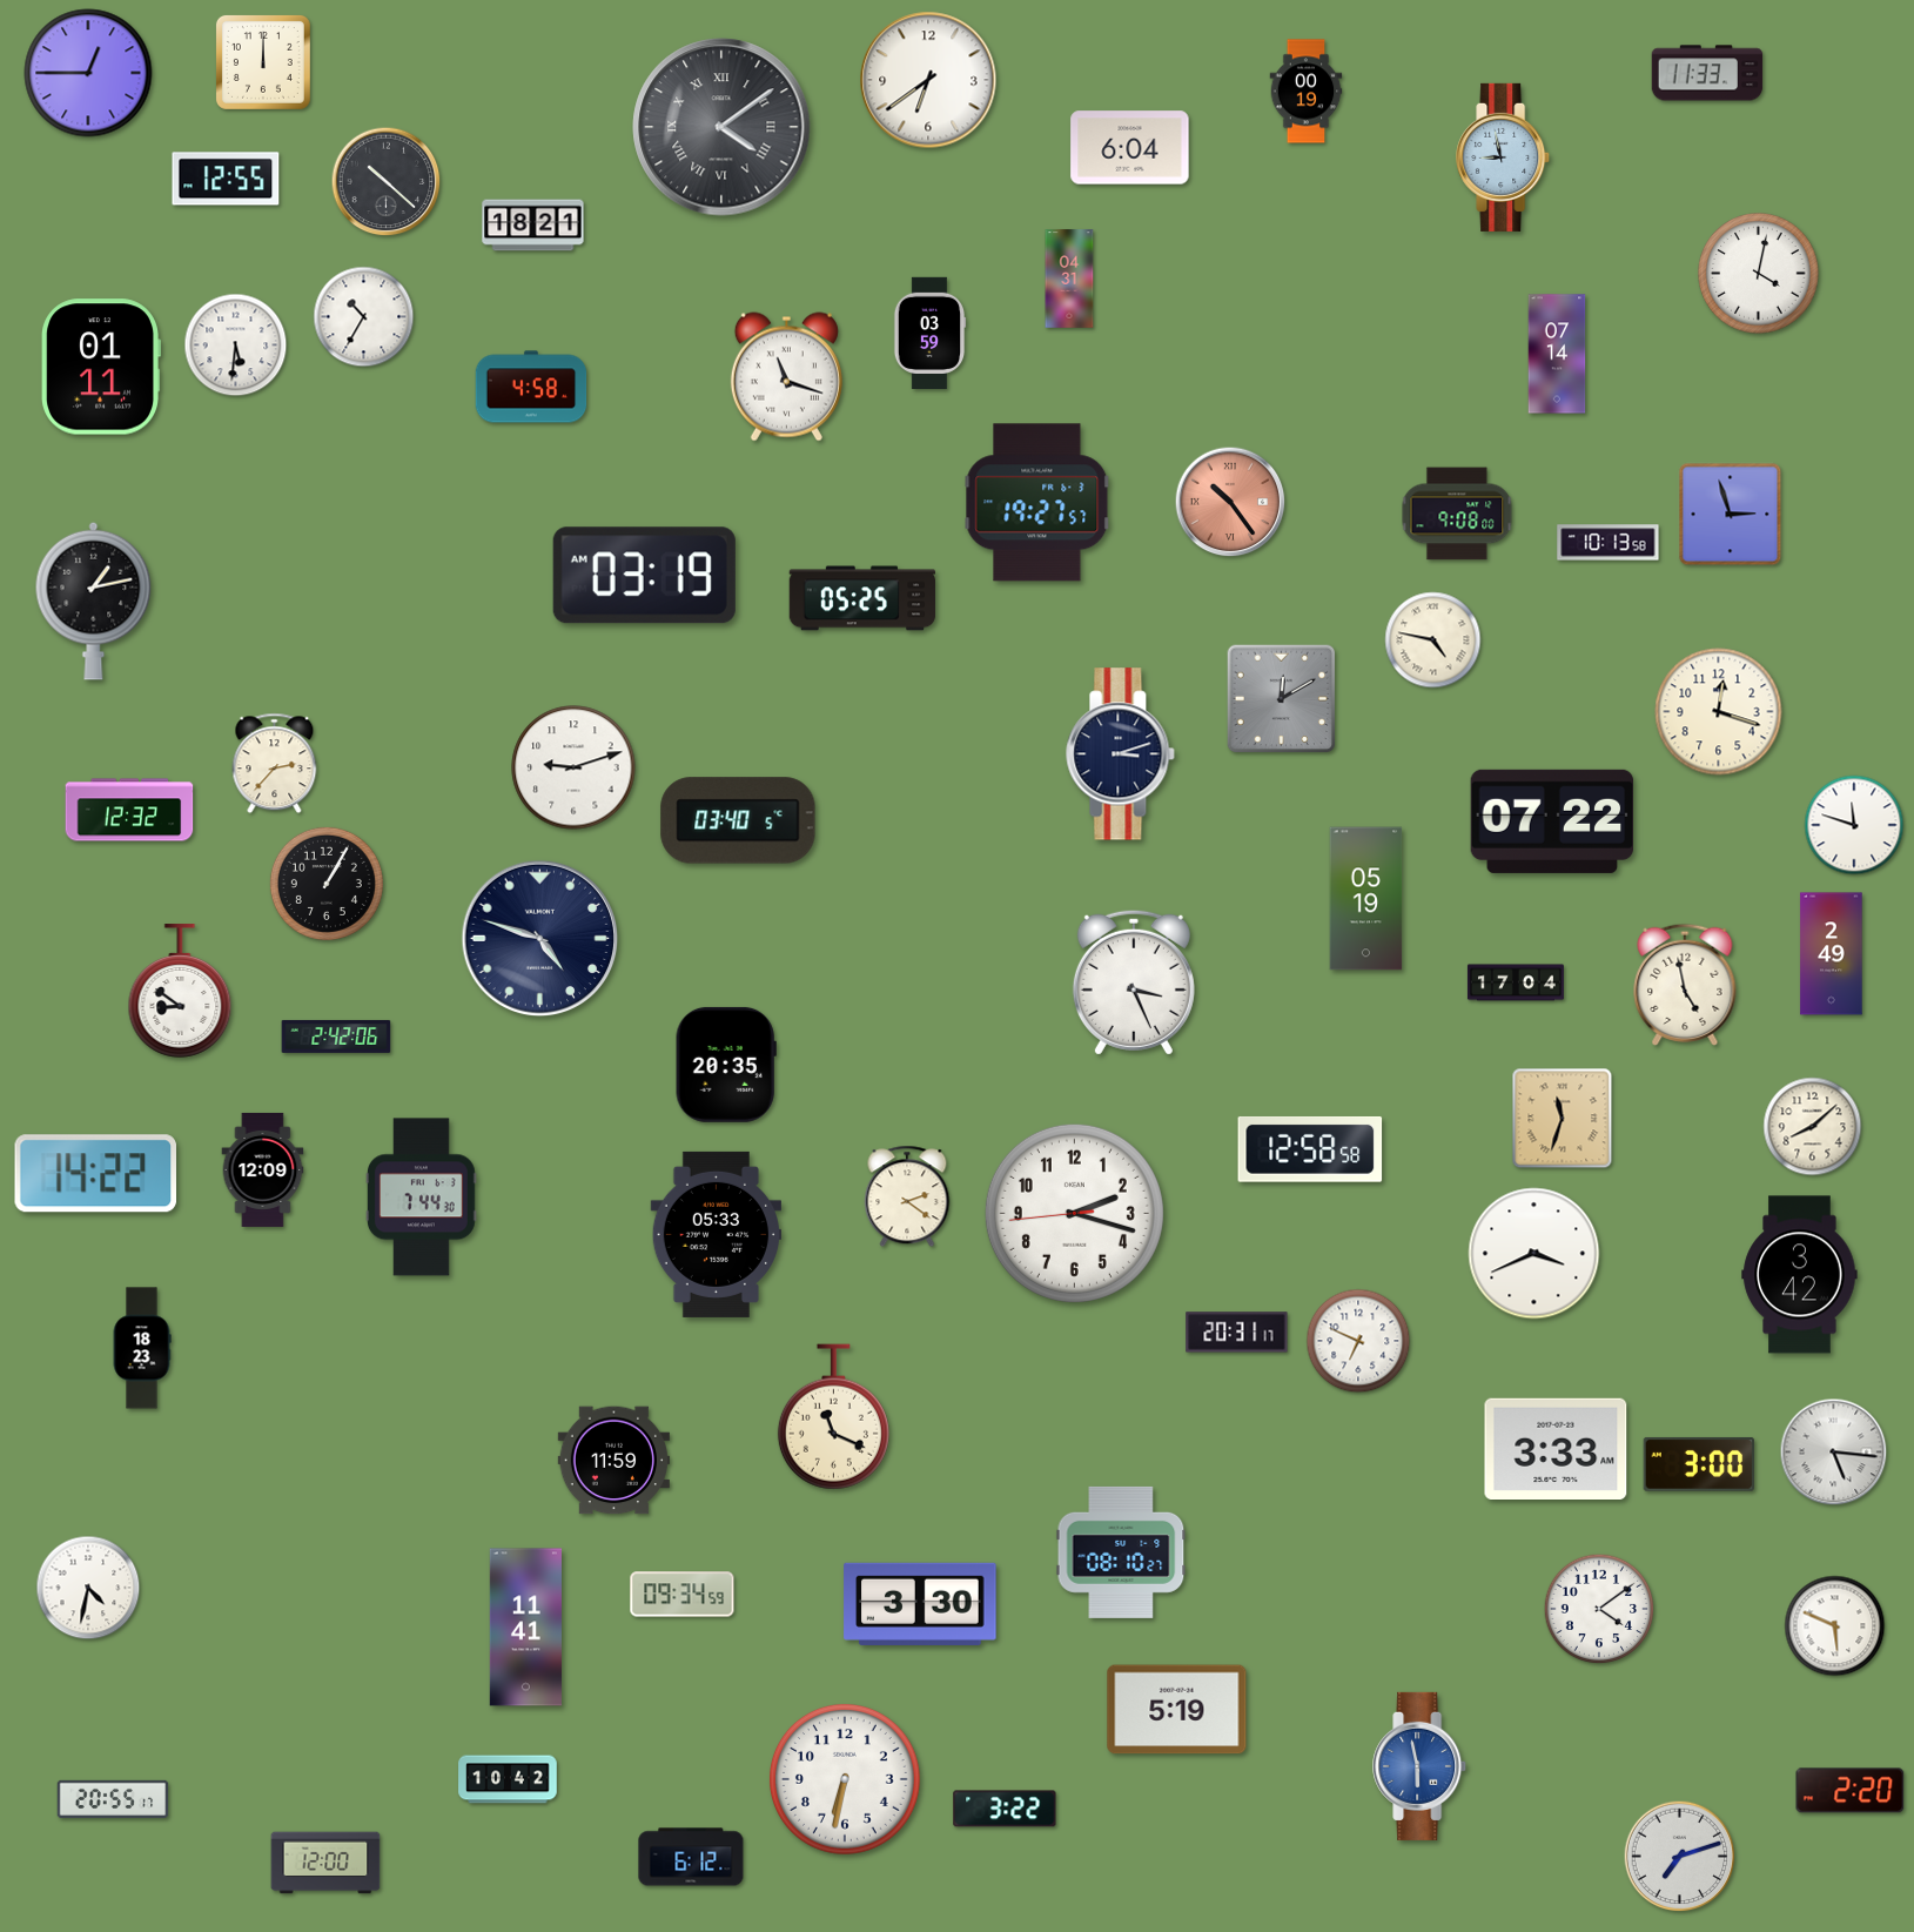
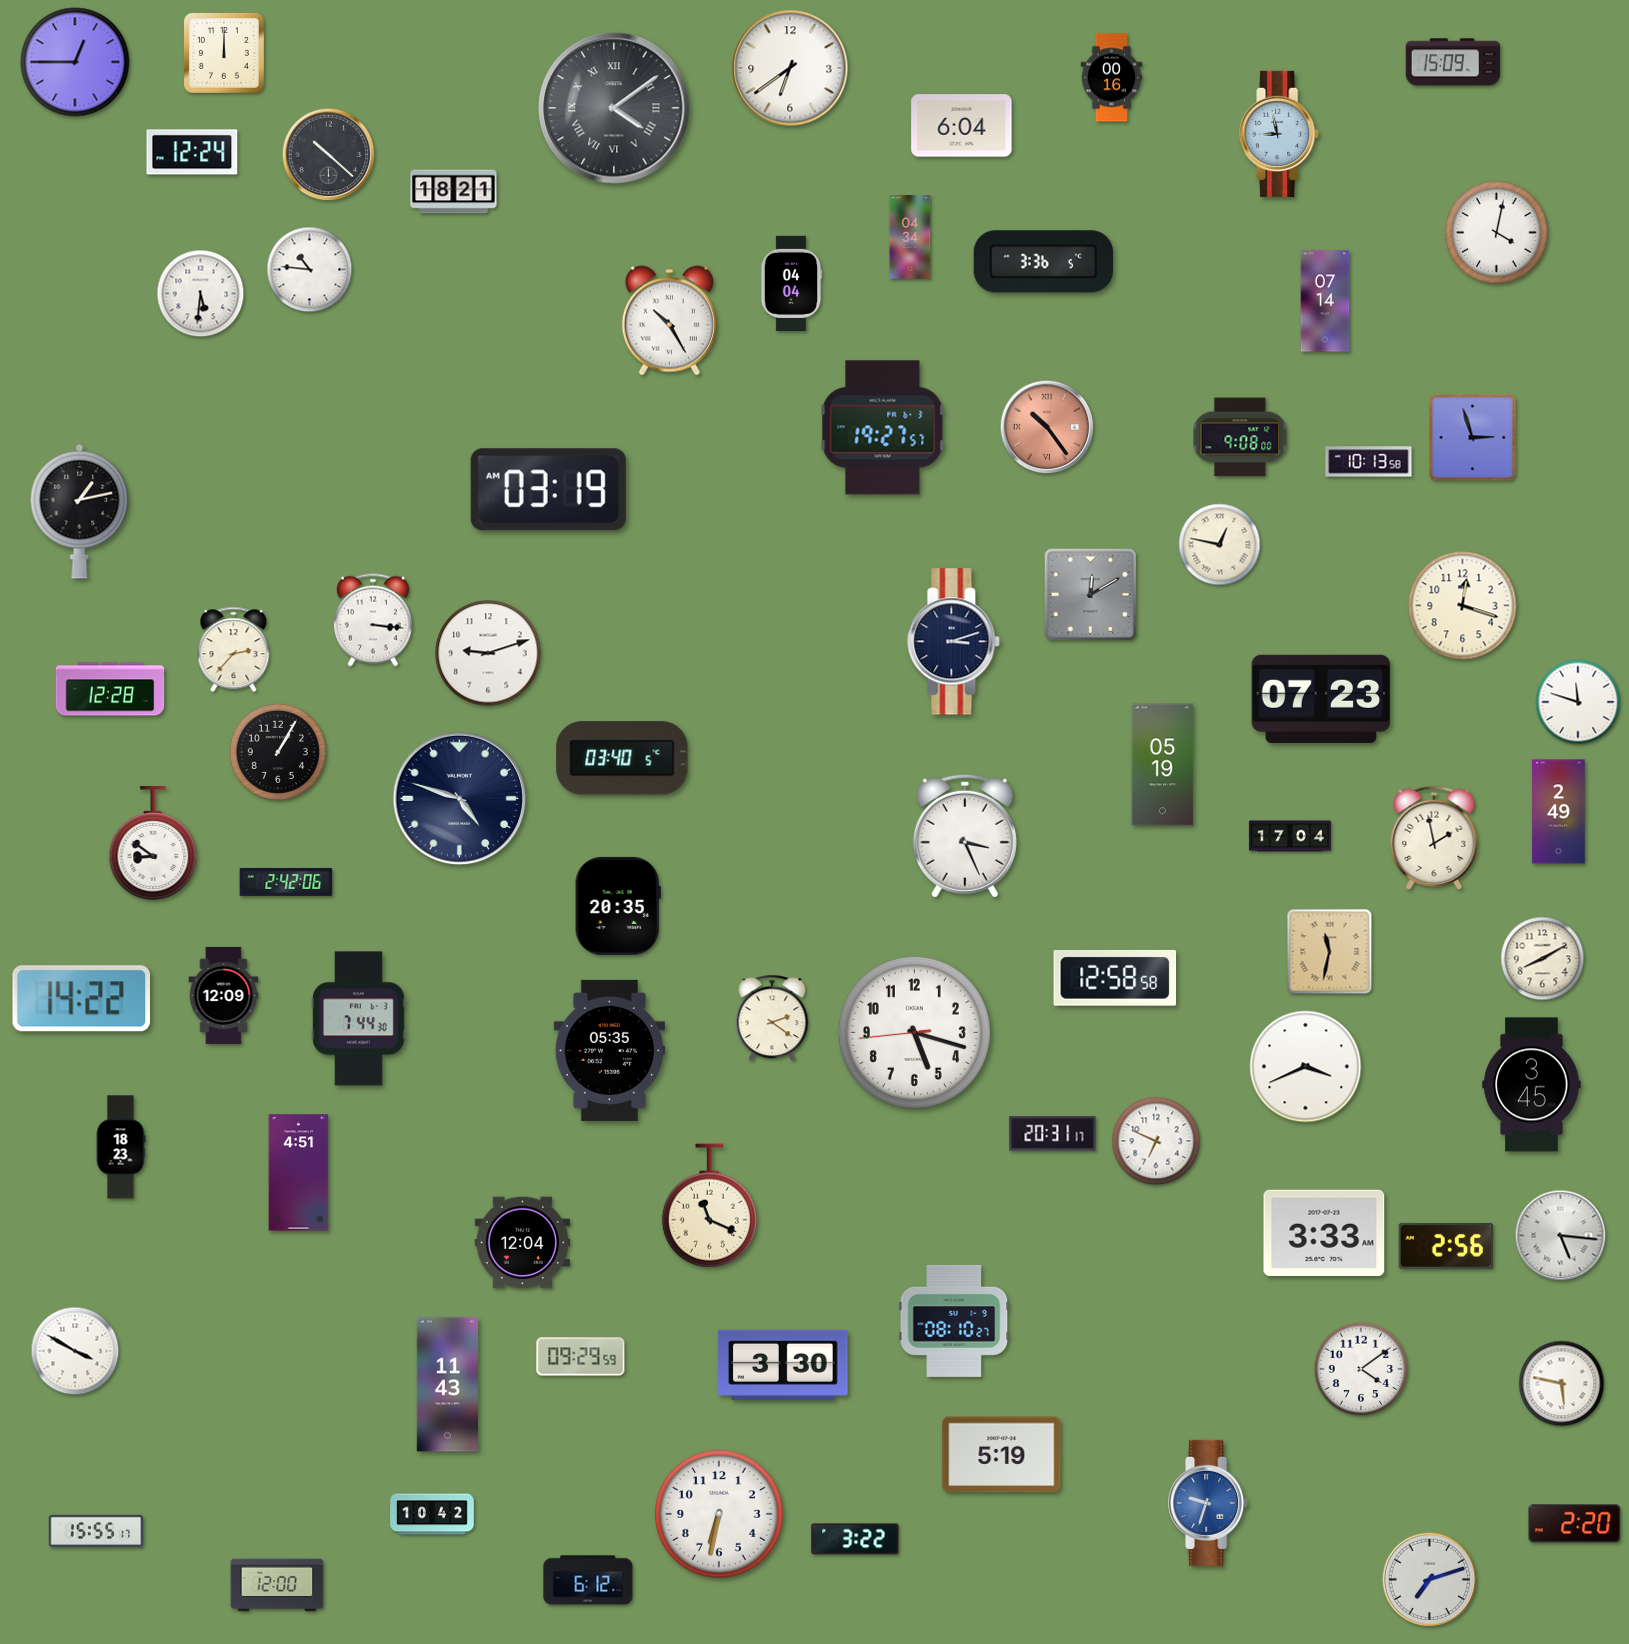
clock at (1707, 73): 11:33 -> 15:09
clock at (1307, 92): 00:19 -> 00:16
clock at (226, 179): 12:55 -> 12:24
clock at (1069, 279): 04:31 -> 04:34
clock at (1043, 262): none -> 3:36
clock at (364, 317): 10:35 -> 10:46
clock at (929, 333): 03:59 -> 04:04
clock at (100, 367): 01:11 -> none
clock at (786, 377): 11:18 -> 10:25
clock at (531, 387): 4:58 -> none
clock at (862, 598): 05:25 -> none
clock at (1433, 640): 4:47 -> 12:47
clock at (373, 620): none -> 3:16
clock at (129, 810): 12:32 -> 12:28
clock at (738, 820) position: (738, 820) -> (622, 758)
clock at (1552, 821): 07:22 -> 07:23
clock at (1685, 985): 4:58 -> 1:58
clock at (1563, 1119): 11:33 -> 11:32
clock at (1813, 1127): 8:08 -> 8:10
clock at (1074, 1213): 2:17 -> 5:17
clock at (717, 1234): 05:33 -> 05:35
clock at (1800, 1275): 3:42 -> 3:45
clock at (299, 1173): none -> 4:51
clock at (613, 1461): 11:59 -> 12:04
clock at (1699, 1464): 3:00 -> 2:56
clock at (88, 1588): 4:32 -> 3:50
clock at (683, 1595): 09:34 -> 09:29
clock at (1835, 1626): 5:49 -> 5:47
clock at (525, 1628): 11:41 -> 11:43
clock at (1421, 1766): 5:58 -> 9:33
clock at (113, 1799): 20:55 -> 15:55
